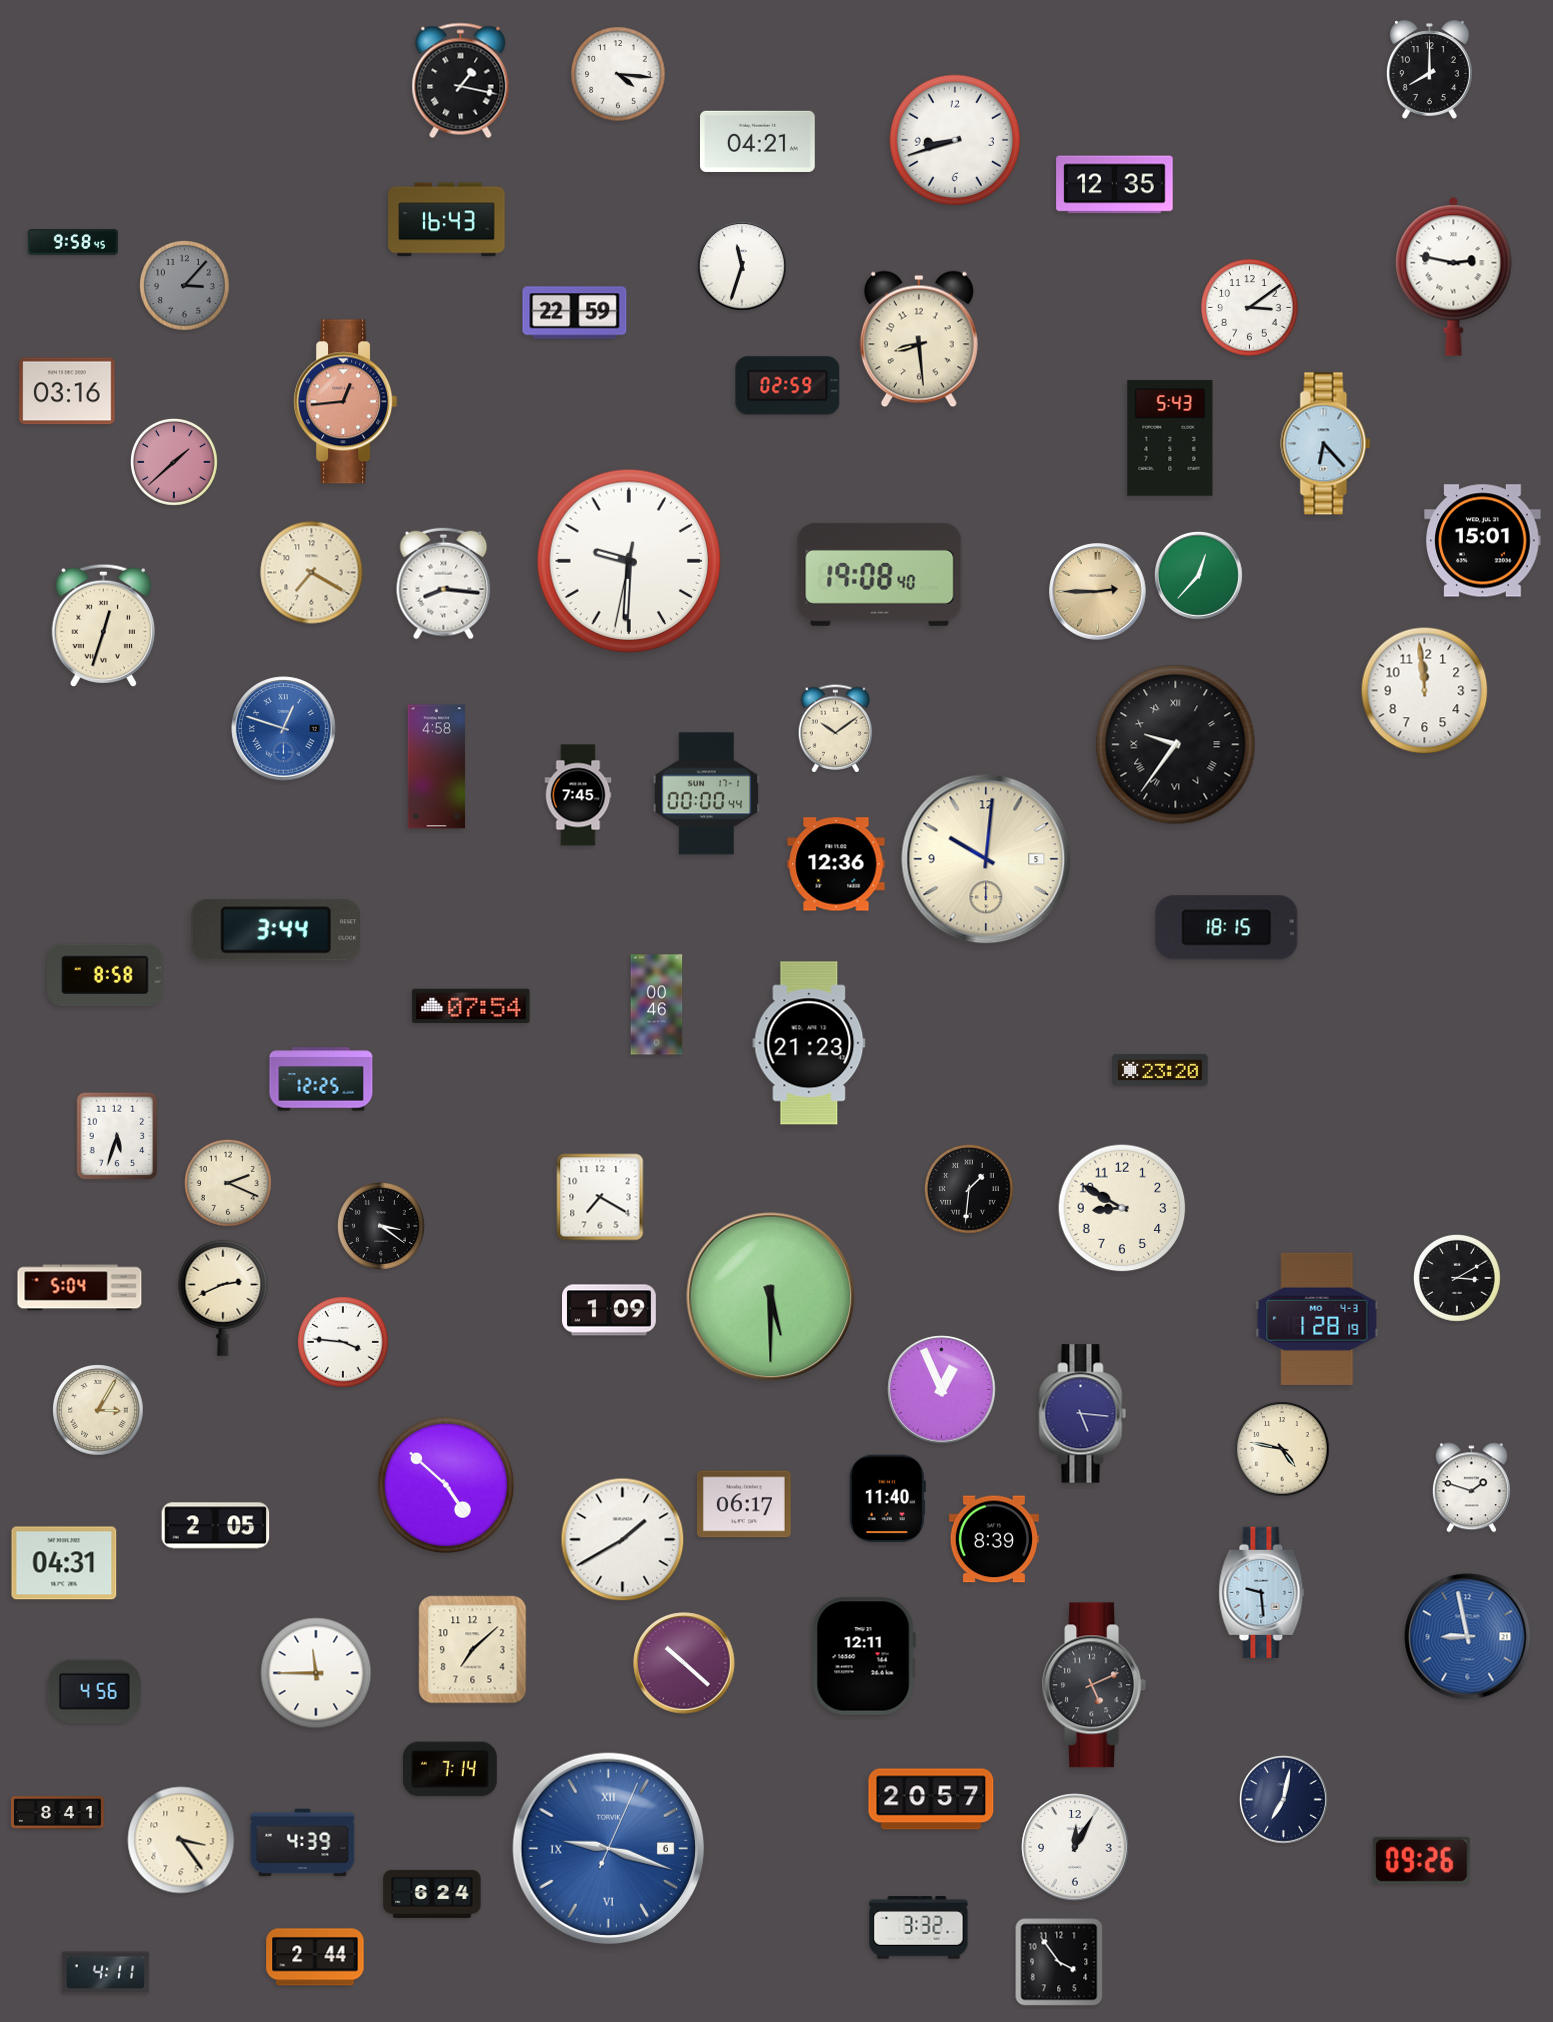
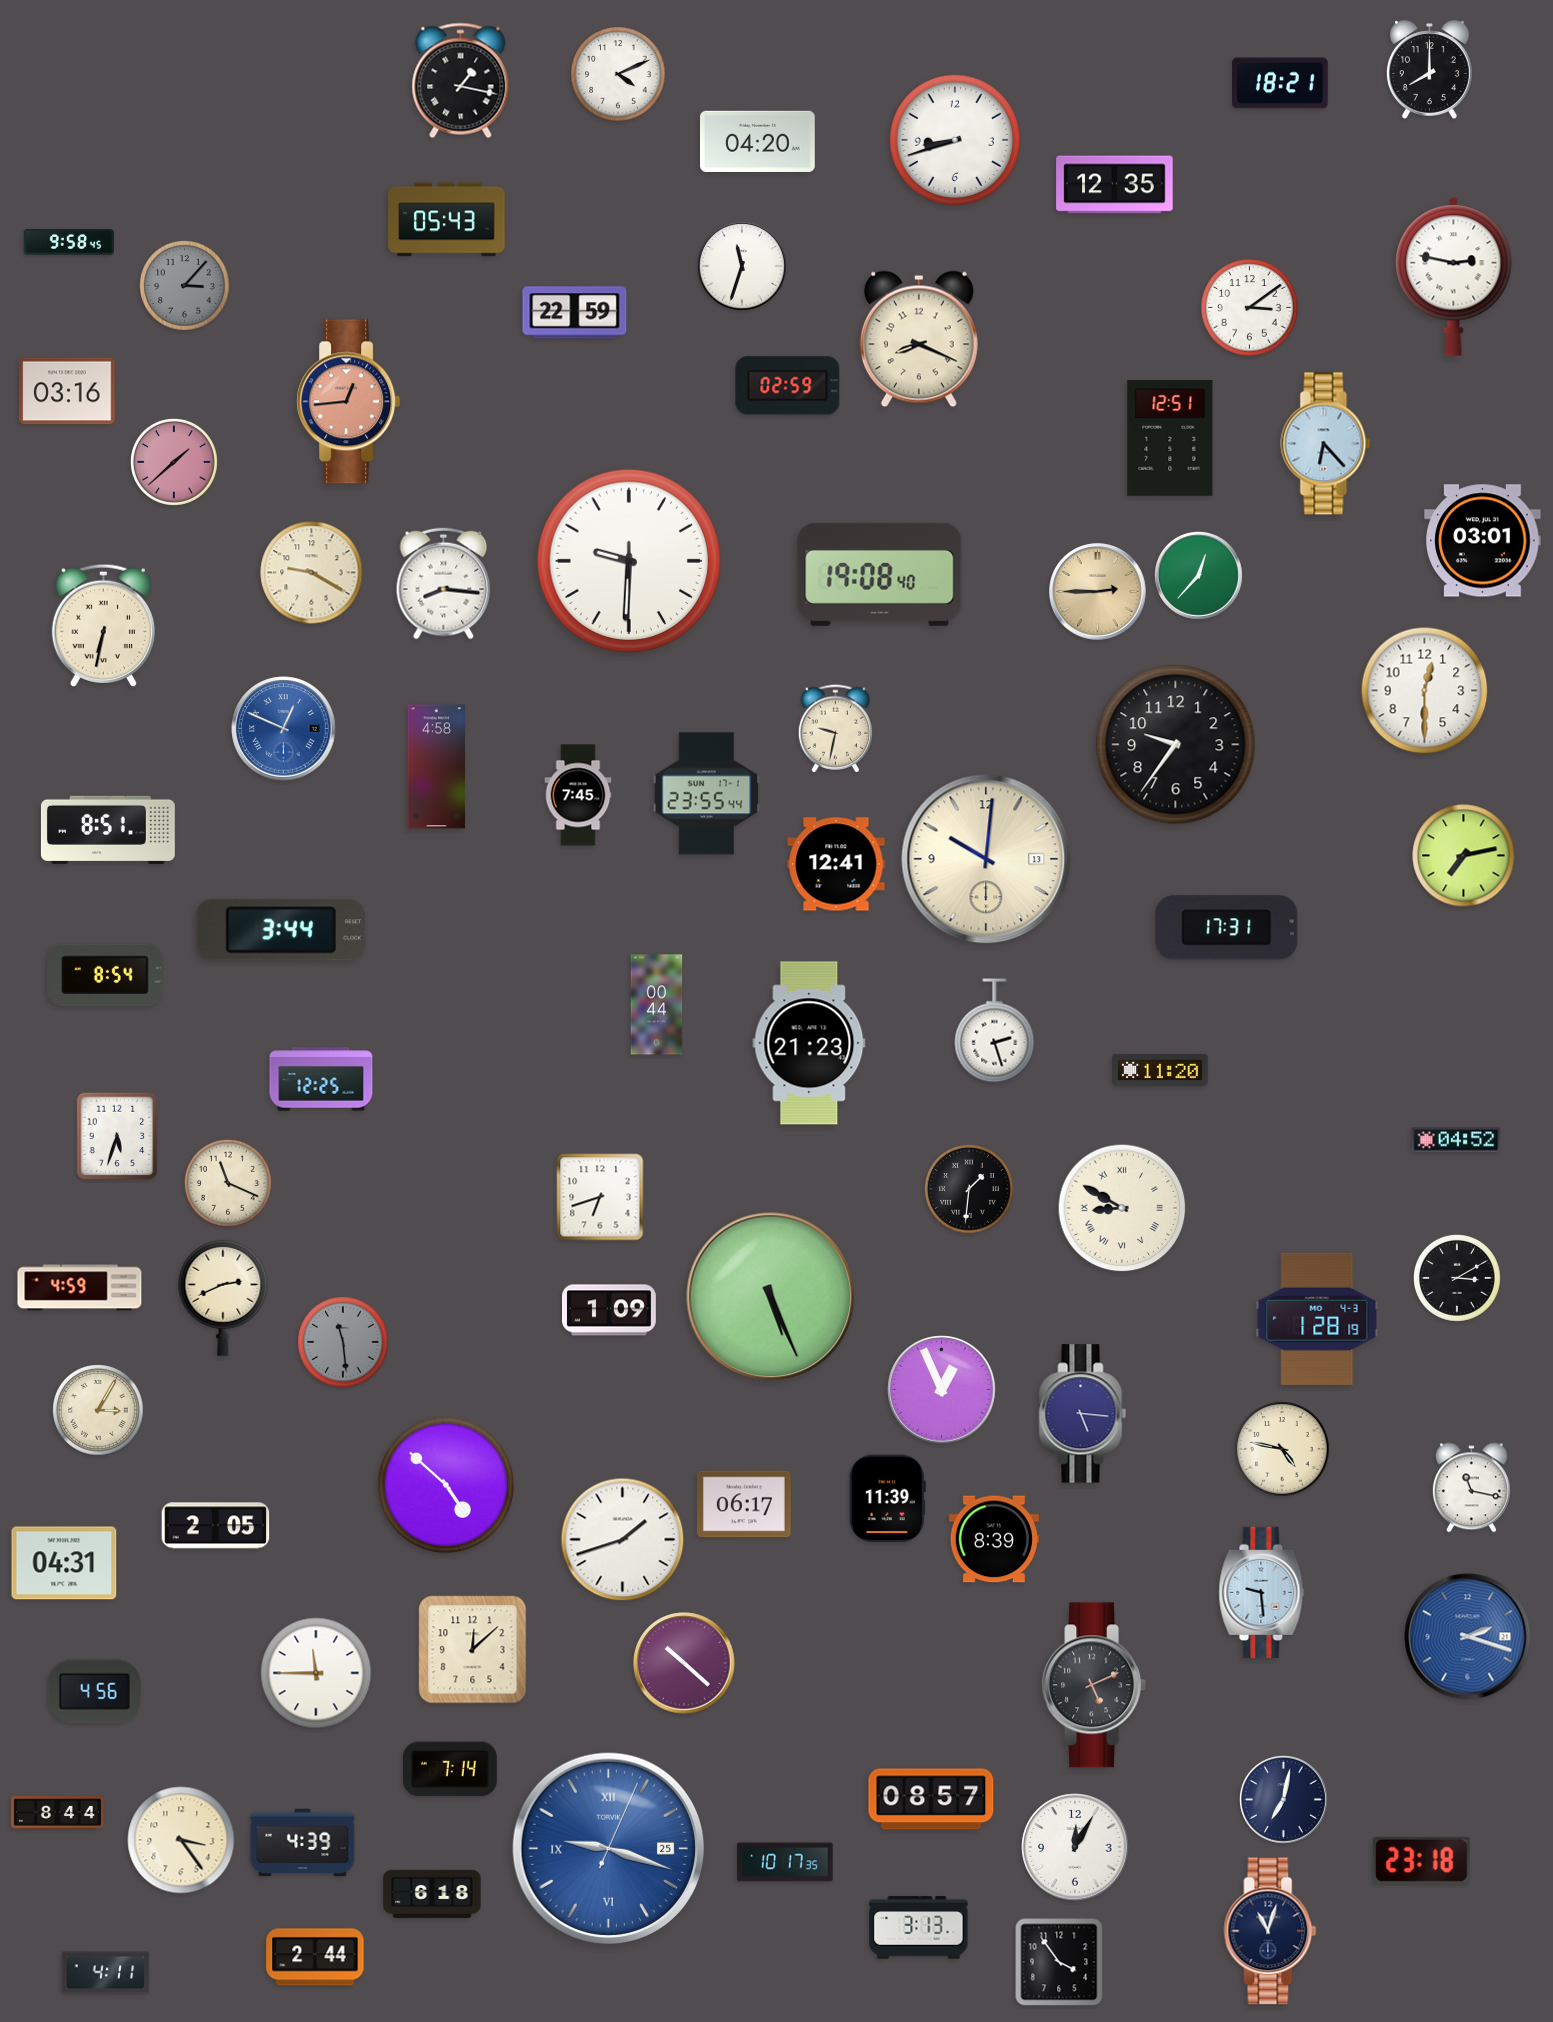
clock at (618, 74): 4:16 -> 4:11
clock at (1280, 83): none -> 18:21
clock at (758, 141): 04:21 -> 04:20
clock at (447, 220): 16:43 -> 05:43
clock at (73, 243) position: (73, 243) -> (69, 243)
clock at (919, 339): 8:29 -> 8:19
clock at (346, 402) position: (346, 402) -> (349, 402)
clock at (1170, 438): 5:43 -> 12:51
clock at (1483, 541): 15:01 -> 03:01
clock at (629, 561): 9:30:32 -> 9:30:30
clock at (312, 573): 7:20 -> 9:20
clock at (103, 625): 12:33 -> 6:32
clock at (1425, 691): 11:59 -> 12:30
clock at (284, 729): 12:48 -> 12:49
clock at (836, 729): 10:09 -> 9:32
clock at (1176, 745) numerals: Roman -> Arabic
clock at (707, 794): 00:00 -> 23:55
clock at (108, 830): none -> 8:51
clock at (1464, 856): none -> 7:13
clock at (986, 859) date: 5 -> 13
clock at (836, 864): 12:36 -> 12:41
clock at (1227, 928): 18:15 -> 17:31
clock at (275, 930) position: (275, 930) -> (280, 930)
clock at (106, 975): 8:58 -> 8:54
clock at (657, 1005): 00:46 -> 00:44
clock at (471, 1006): 07:54 -> none
clock at (995, 1031): none -> 2:27
clock at (1160, 1070): 23:20 -> 11:20
clock at (1456, 1140): none -> 04:52
clock at (228, 1183): 2:19 -> 11:19
clock at (600, 1197): 7:20 -> 6:42
clock at (1122, 1208) numerals: Arabic -> Roman
clock at (381, 1226): 3:21 -> none
clock at (80, 1288): 5:04 -> 4:59
clock at (771, 1297): 5:30 -> 5:26
clock at (344, 1343): 3:46 -> 11:29
clock at (344, 1343) dial: white -> grey
clock at (1471, 1488): 1:48 -> 11:17
clock at (887, 1499): 11:40 -> 11:39
clock at (623, 1540): 1:40 -> 1:42
clock at (1468, 1637): 8:58 -> 2:18
clock at (473, 1650): 7:08 -> 12:08
clock at (864, 1656): 12:11 -> none
clock at (931, 1799): 20:57 -> 08:57
clock at (57, 1813): 8:41 -> 8:44
clock at (609, 1849) date: 6 -> 25
clock at (1422, 1860): 09:26 -> 23:18
clock at (785, 1862): none -> 10:17
clock at (432, 1894): 6:24 -> 6:18
clock at (919, 1928): 3:32 -> 3:13
clock at (1270, 1931): none -> 11:03
